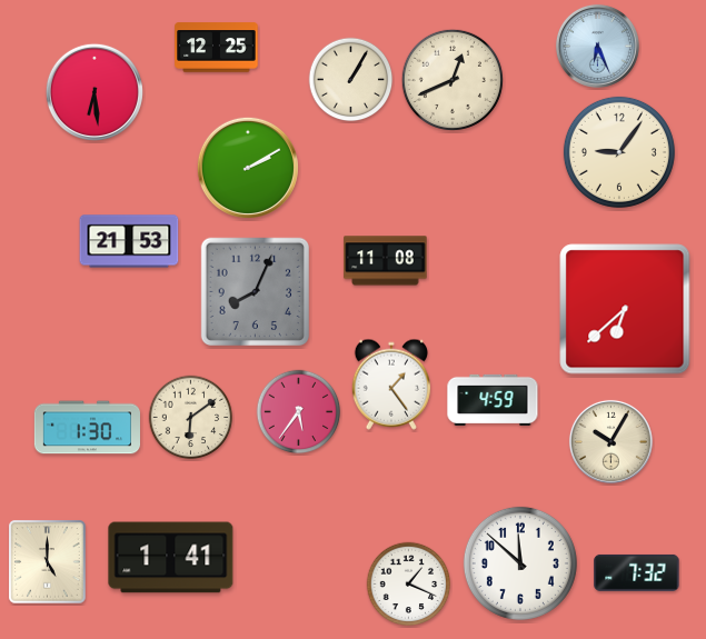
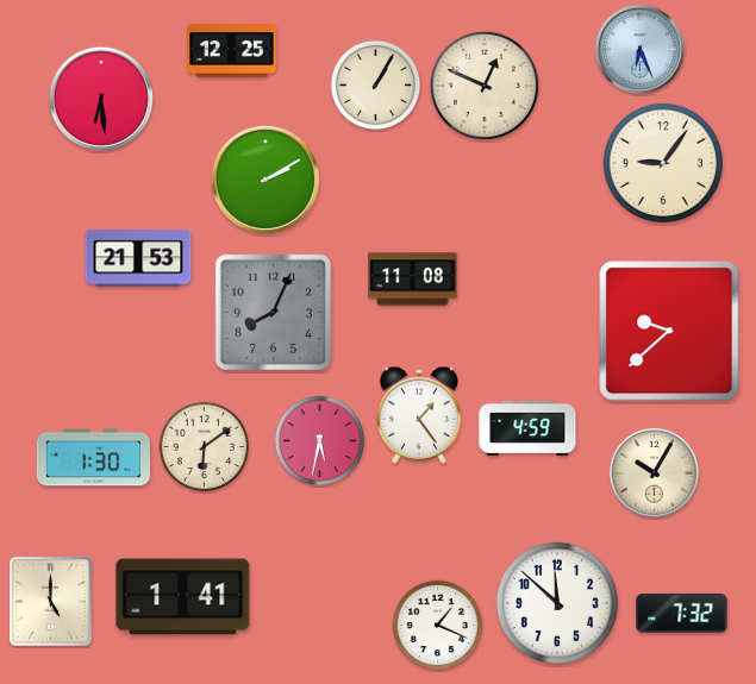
clock at (453, 80): 12:41 -> 12:49
clock at (625, 309): 6:38 -> 9:38
clock at (390, 385) position: (390, 385) -> (418, 415)
clock at (299, 412): 5:36 -> 5:32
